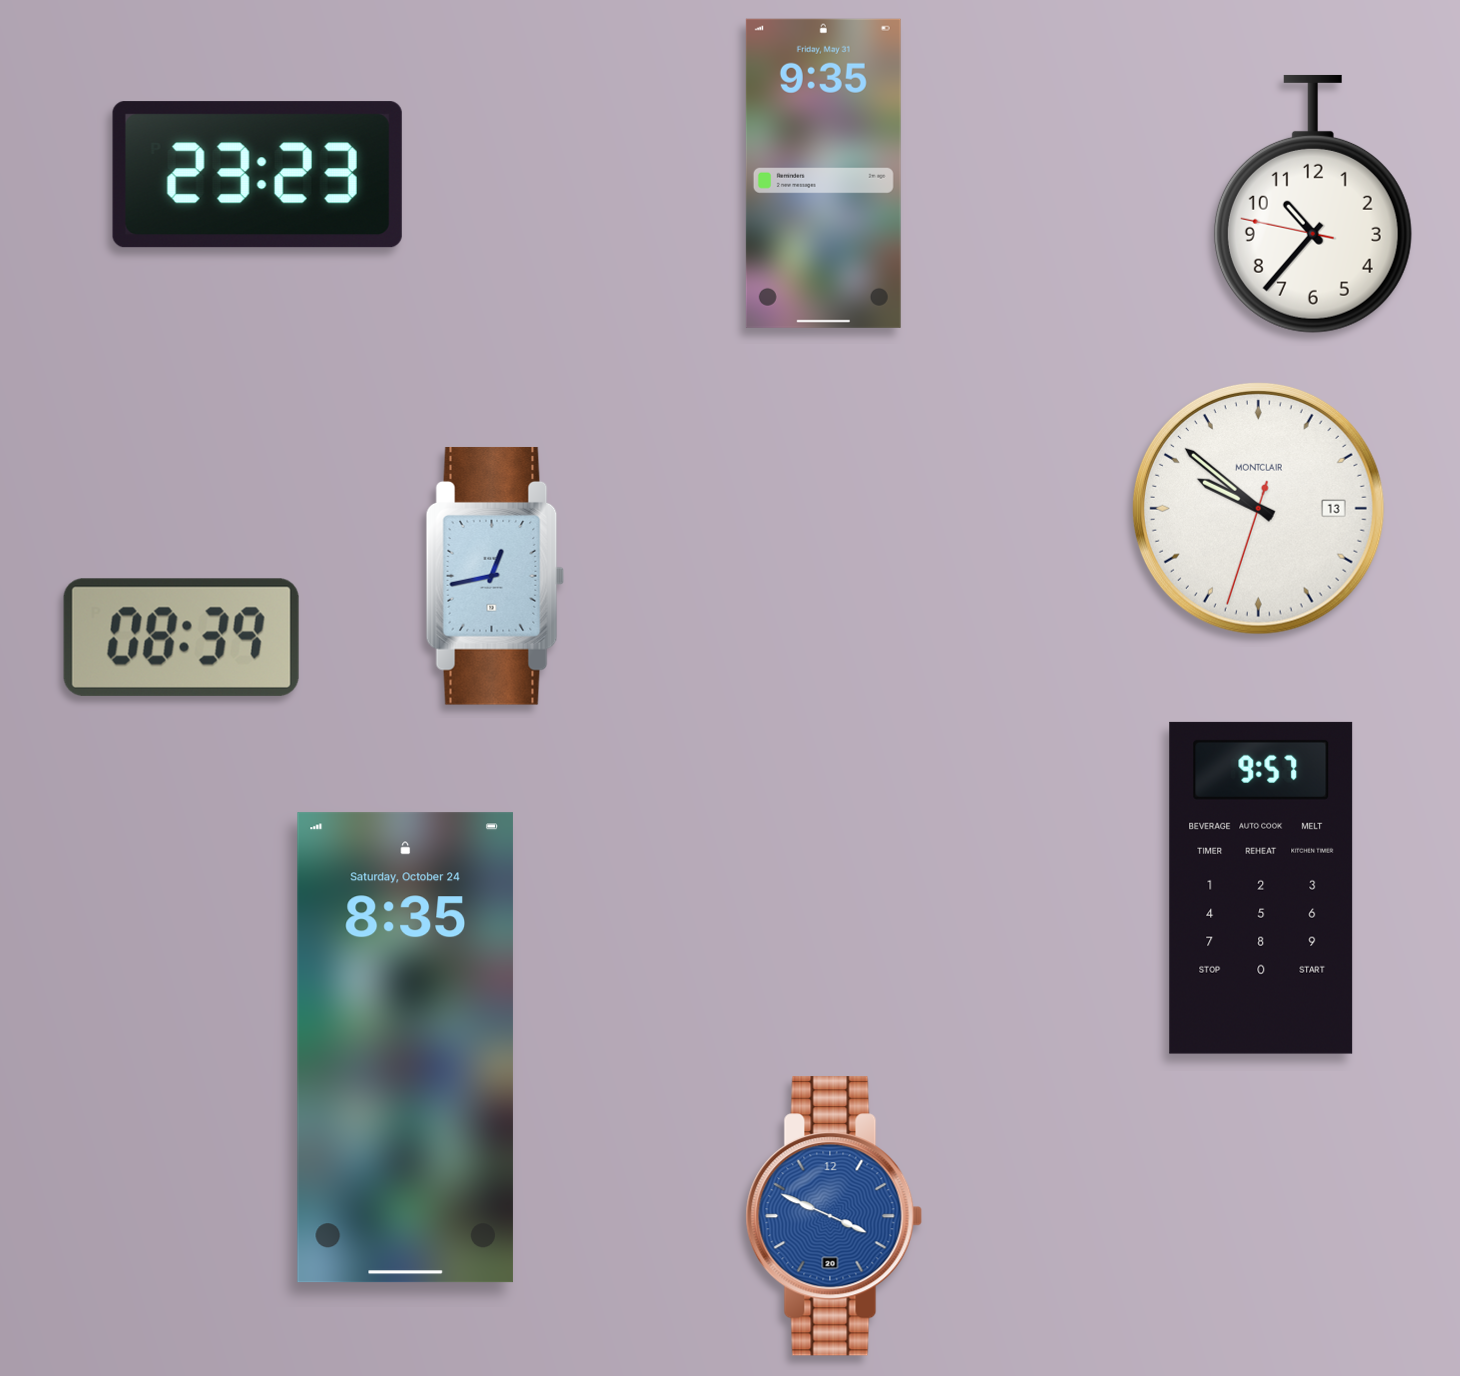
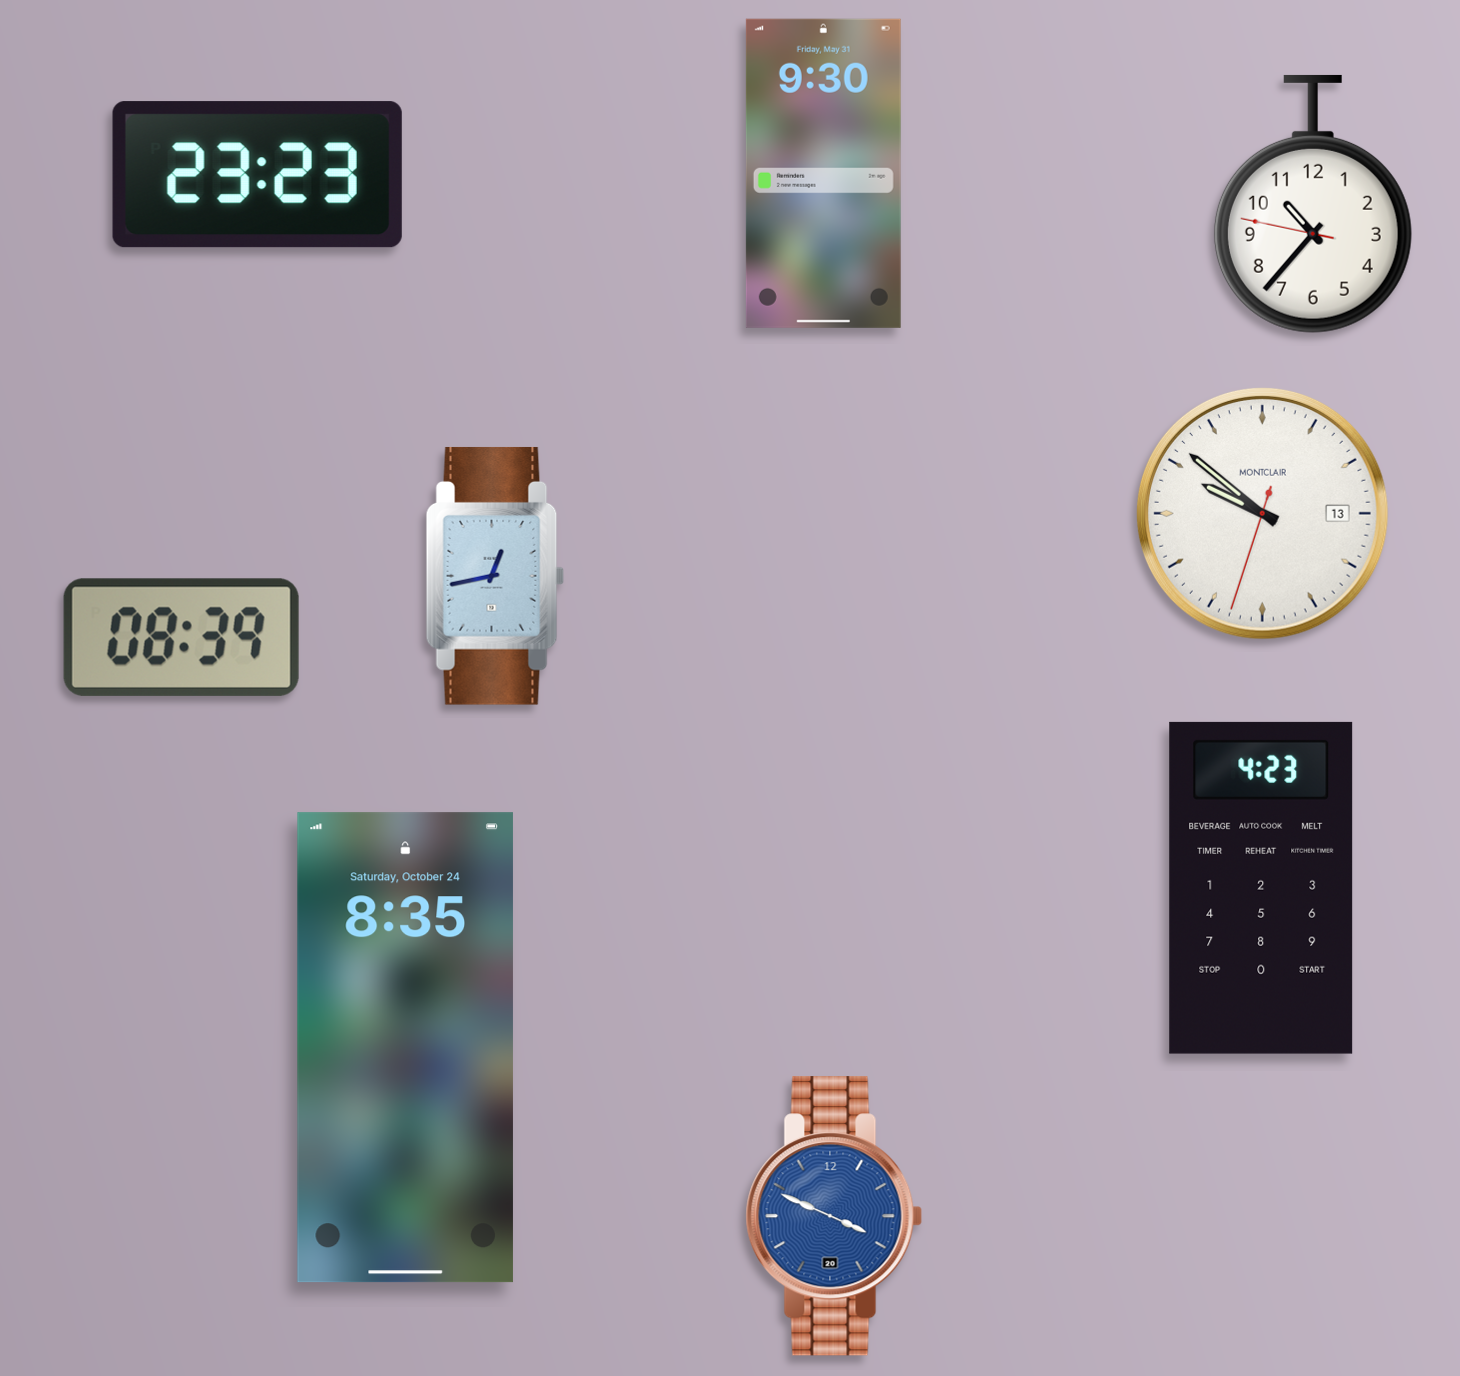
clock at (823, 173): 9:35 -> 9:30
clock at (1258, 508) position: (1258, 508) -> (1262, 513)
clock at (1261, 888): 9:57 -> 4:23
